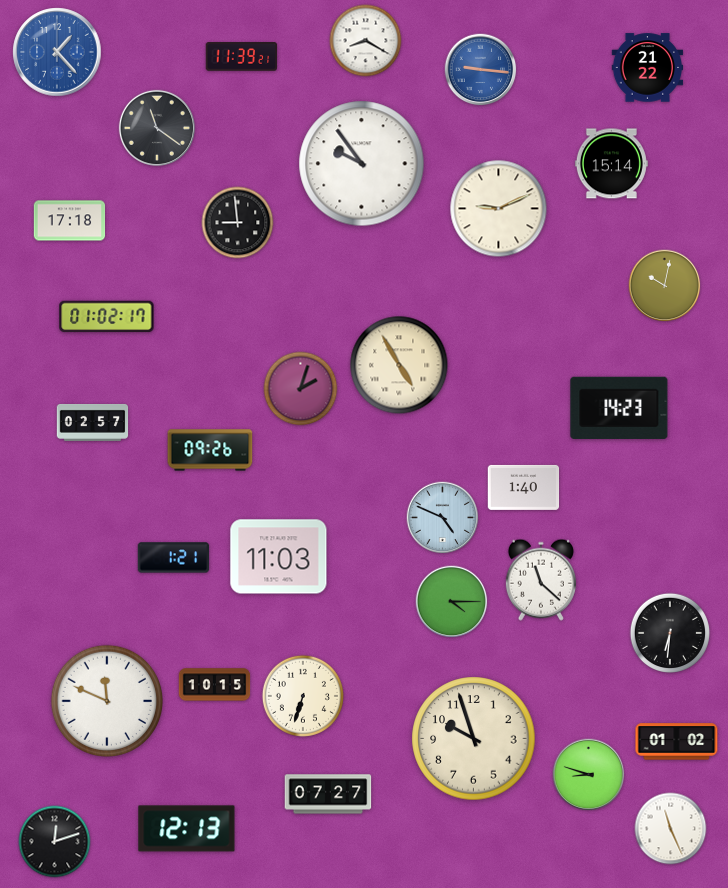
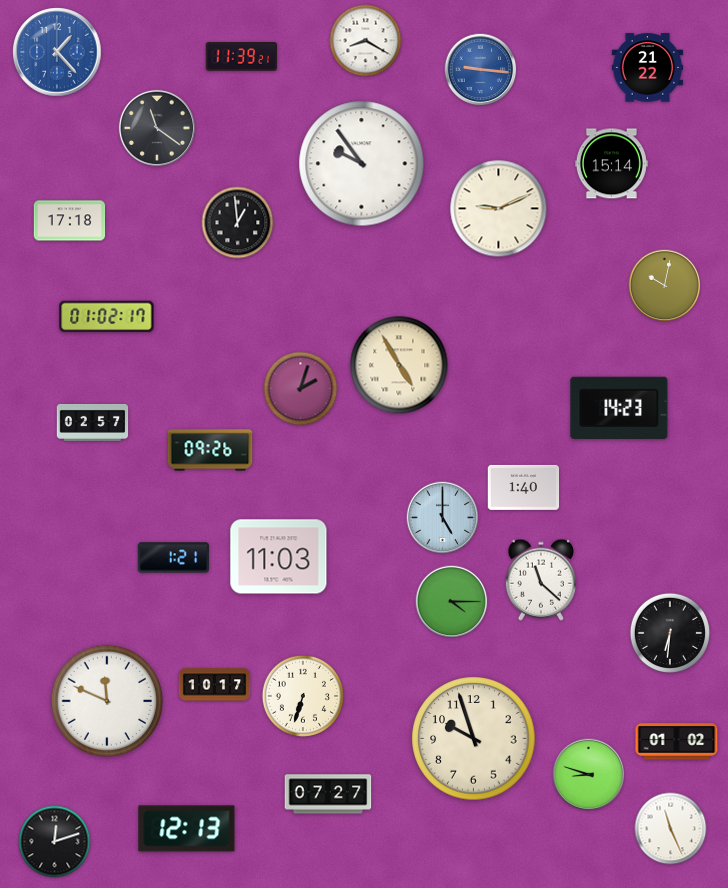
clock at (238, 223): 8:59 -> 12:59
clock at (443, 518): 4:49 -> 5:00
clock at (215, 685): 10:15 -> 10:17
